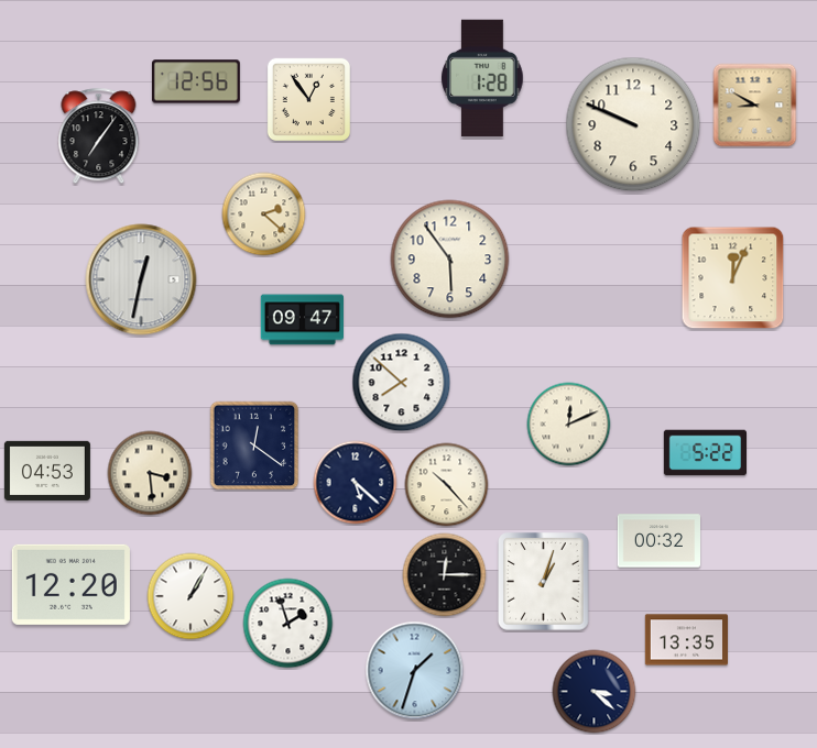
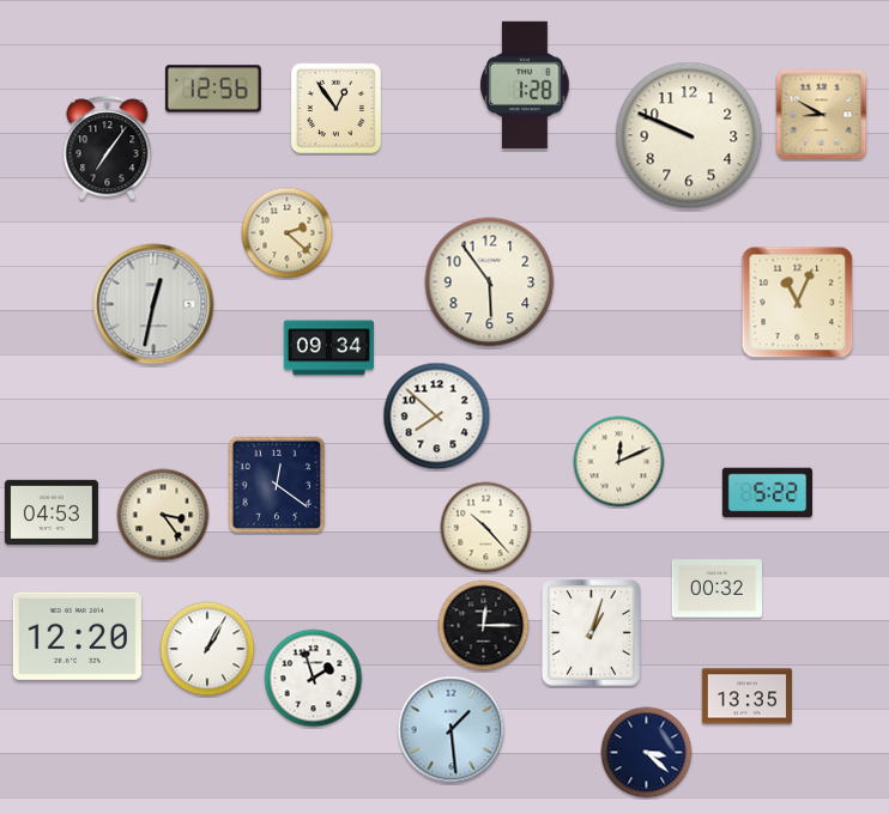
clock at (733, 278): 12:04 -> 11:04
clock at (302, 320): 09:47 -> 09:34
clock at (150, 473): 3:29 -> 3:24
clock at (356, 483): 5:22 -> none
clock at (415, 671): 1:33 -> 1:29
